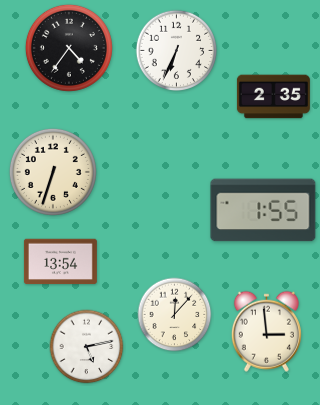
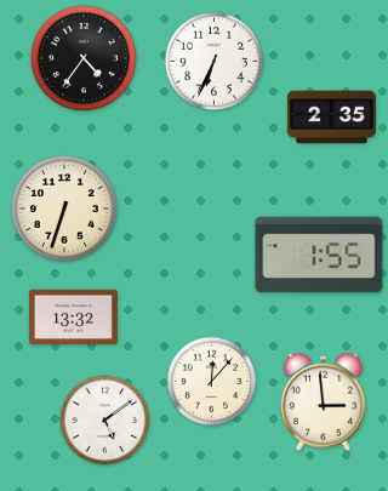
clock at (60, 262): 13:54 -> 13:32
clock at (87, 347): 5:13 -> 5:09
